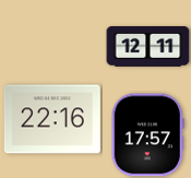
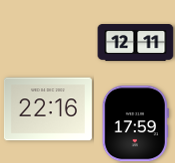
clock at (147, 135): 17:57 -> 17:59
